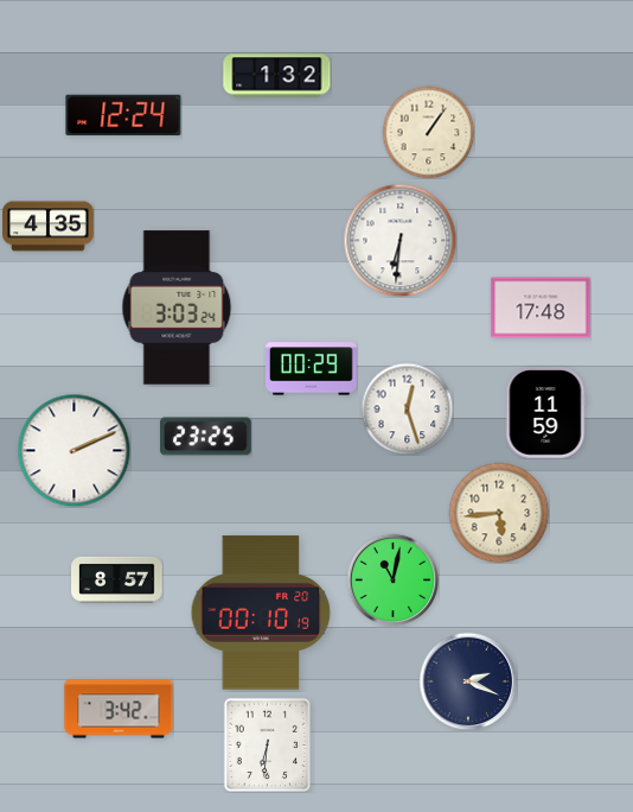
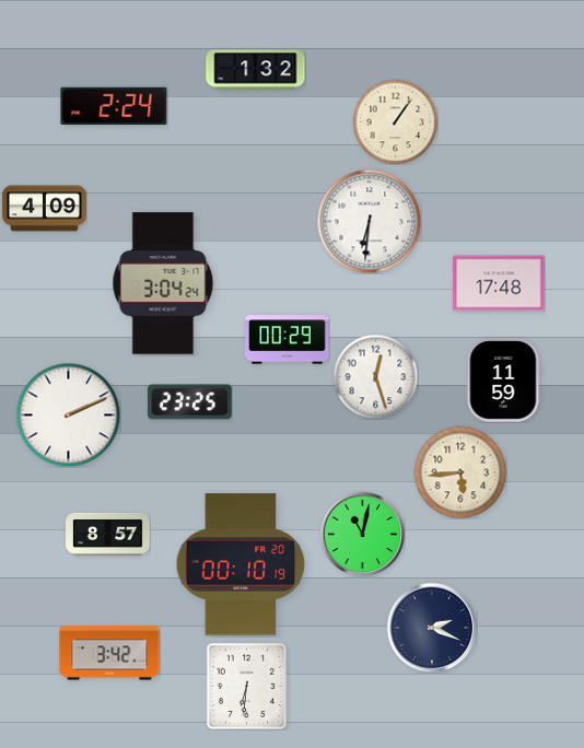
clock at (123, 115): 12:24 -> 2:24
clock at (49, 227): 4:35 -> 4:09
clock at (177, 307): 3:03 -> 3:04
